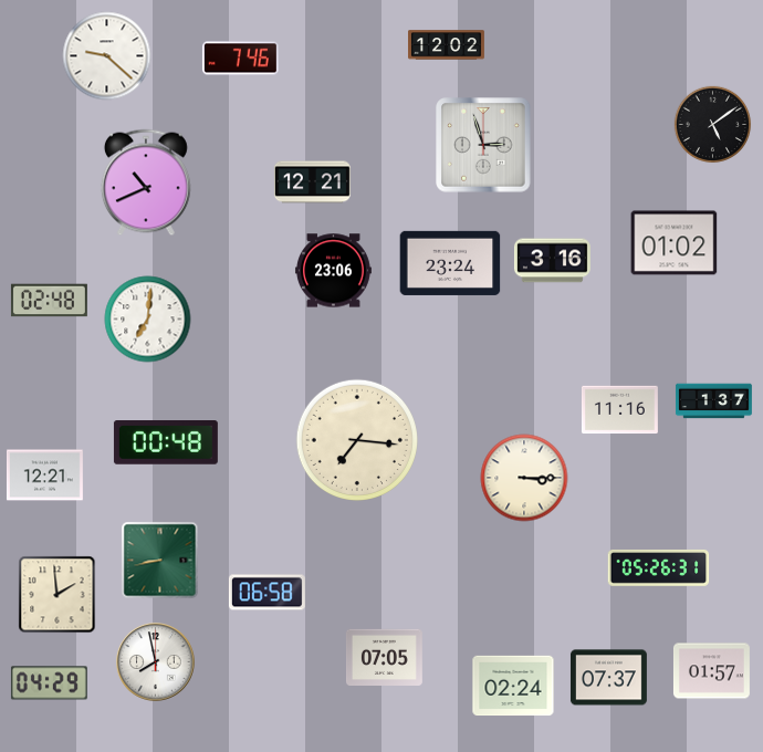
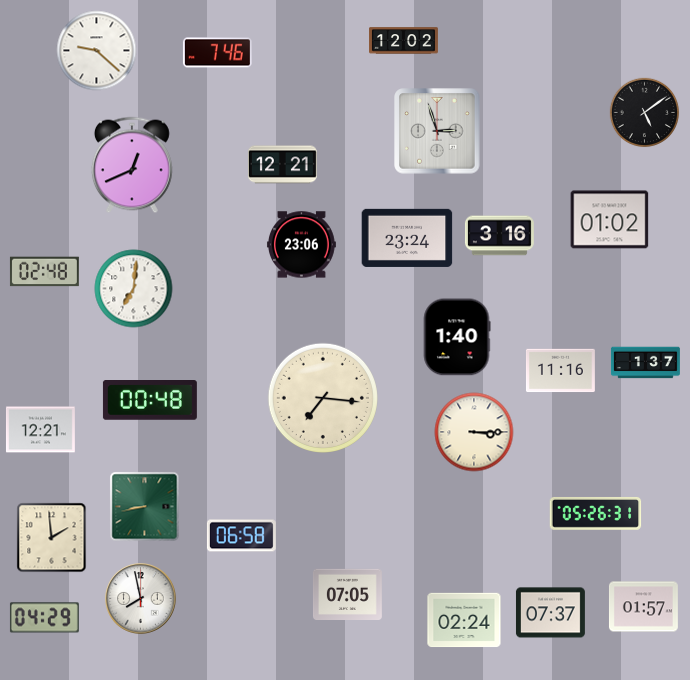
clock at (146, 182): 10:41 -> 12:41
clock at (457, 337): none -> 1:40
